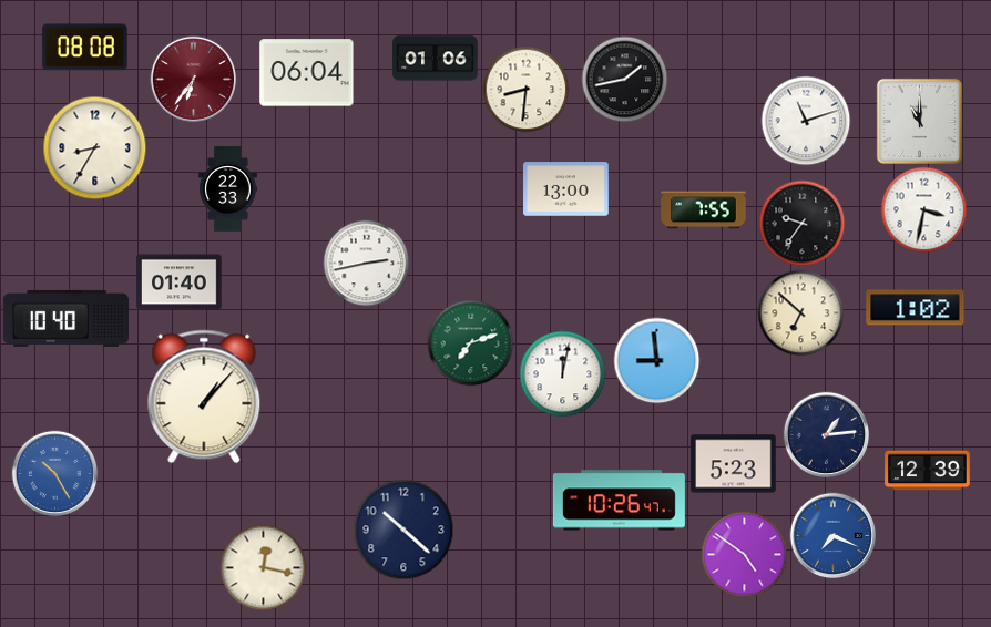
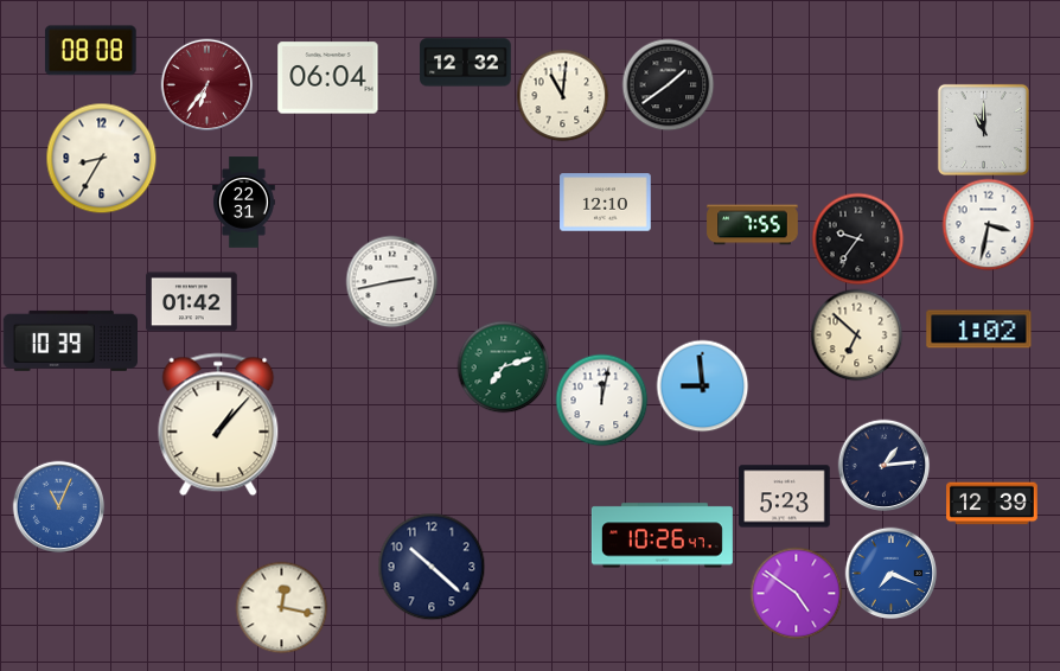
clock at (436, 59): 01:06 -> 12:32
clock at (624, 79): 1:43 -> 1:39
clock at (525, 89): 8:31 -> 11:01
clock at (806, 121): 11:12 -> none
clock at (228, 189): 22:33 -> 22:31
clock at (566, 189): 13:00 -> 12:10
clock at (180, 282): 01:40 -> 01:42
clock at (65, 318): 10:40 -> 10:39
clock at (54, 473): 10:25 -> 11:04
